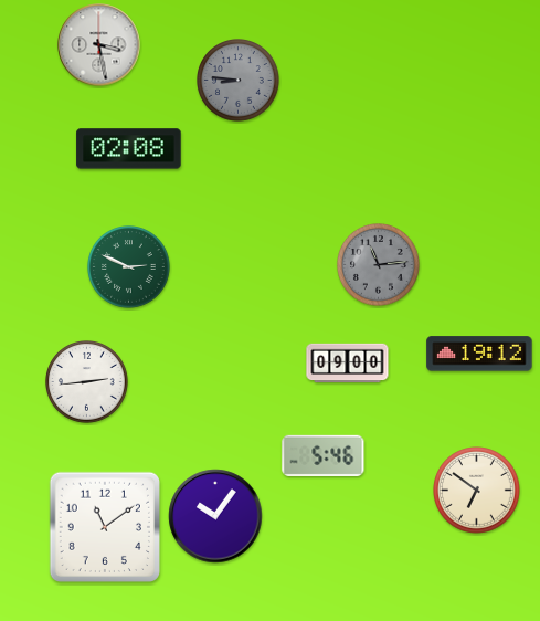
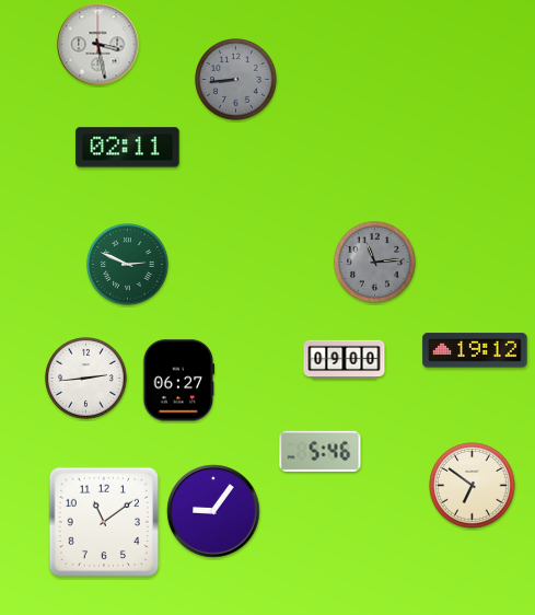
clock at (239, 81): 8:46 -> 8:44
clock at (129, 149): 02:08 -> 02:11
clock at (179, 381): none -> 06:27
clock at (215, 516): 10:06 -> 9:06
